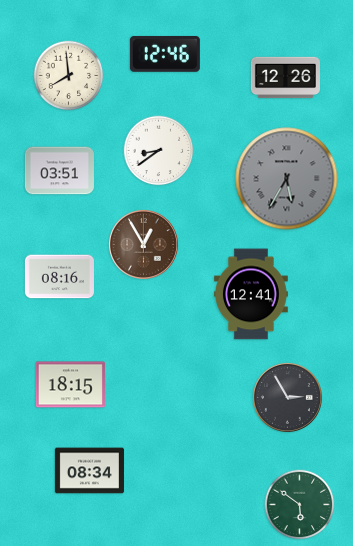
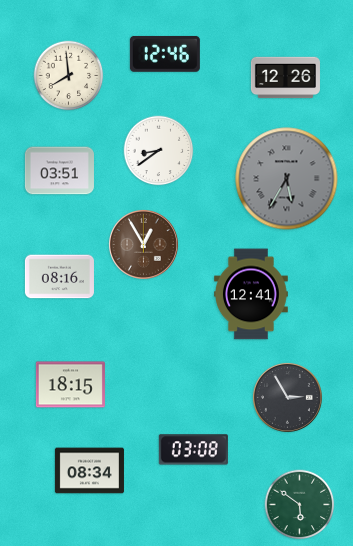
clock at (193, 450): none -> 03:08
